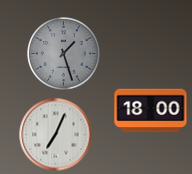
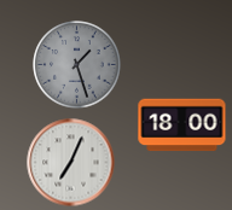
clock at (151, 111) position: (151, 111) -> (182, 126)
clock at (56, 135) position: (56, 135) -> (71, 163)
